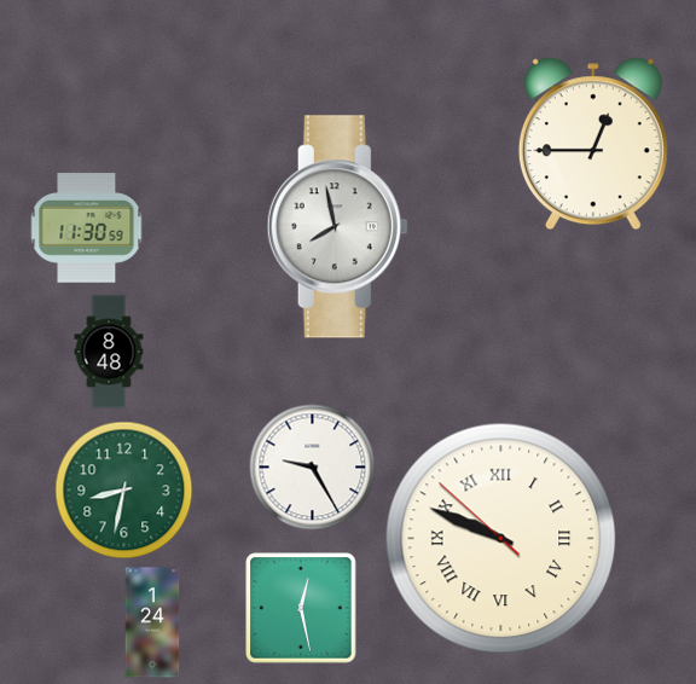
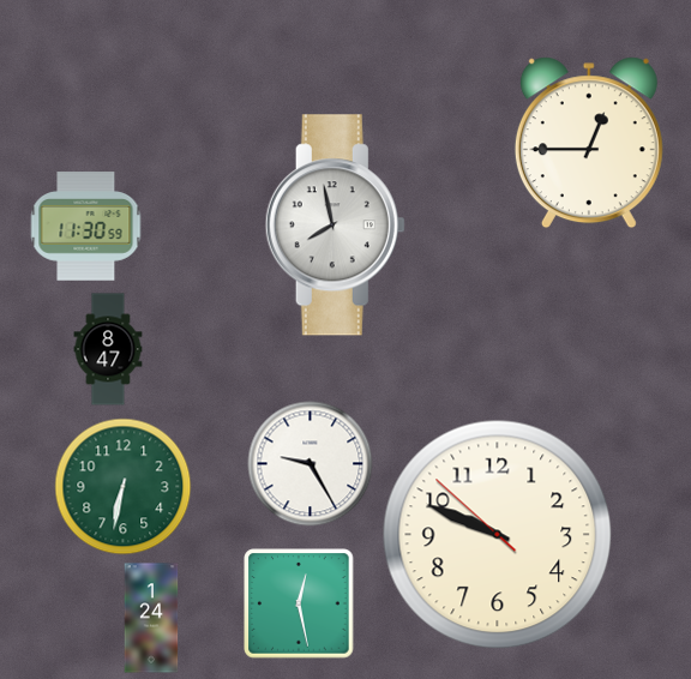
clock at (109, 352): 8:48 -> 8:47
clock at (124, 491): 8:32 -> 6:32
clock at (501, 539) numerals: Roman -> Arabic
